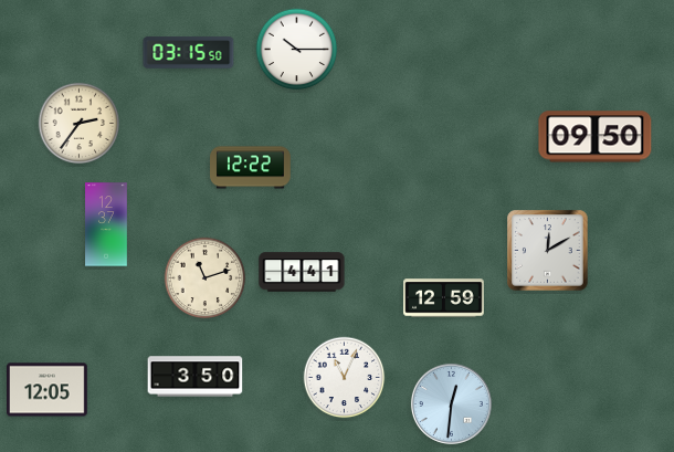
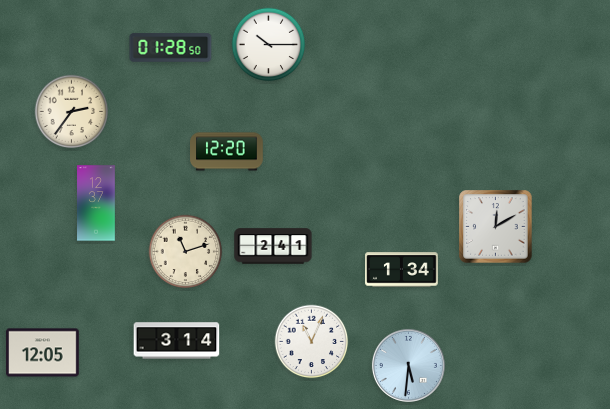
clock at (189, 53): 03:15 -> 01:28
clock at (596, 137): 09:50 -> none
clock at (251, 168): 12:22 -> 12:20
clock at (302, 272): 4:41 -> 2:41
clock at (444, 298): 12:59 -> 1:34
clock at (196, 377): 3:50 -> 3:14
clock at (451, 403): 12:31 -> 5:31
